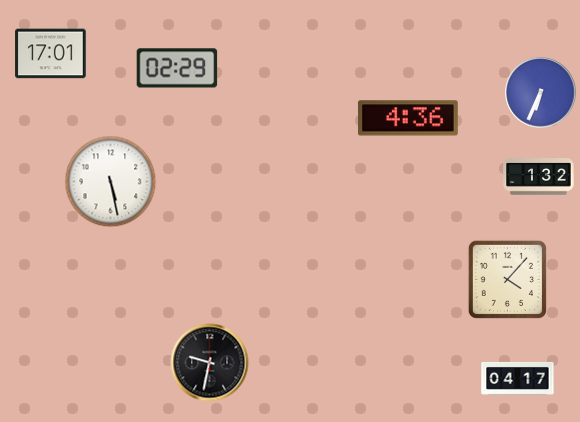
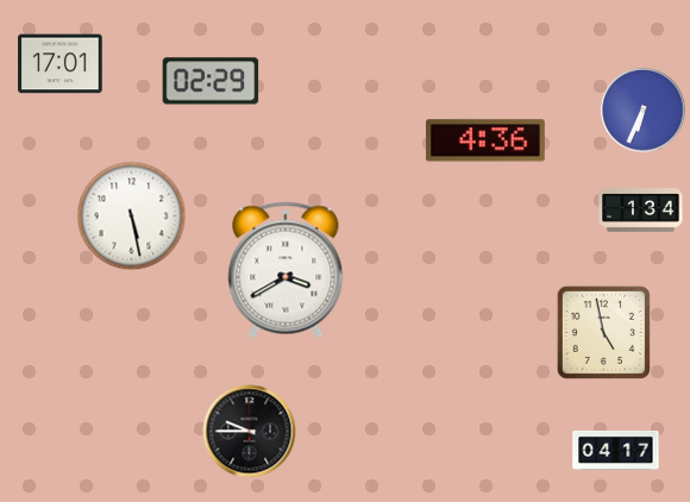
clock at (539, 177): 1:32 -> 1:34
clock at (286, 270): none -> 3:40
clock at (507, 279): 4:07 -> 4:58
clock at (210, 363): 9:32 -> 9:45
